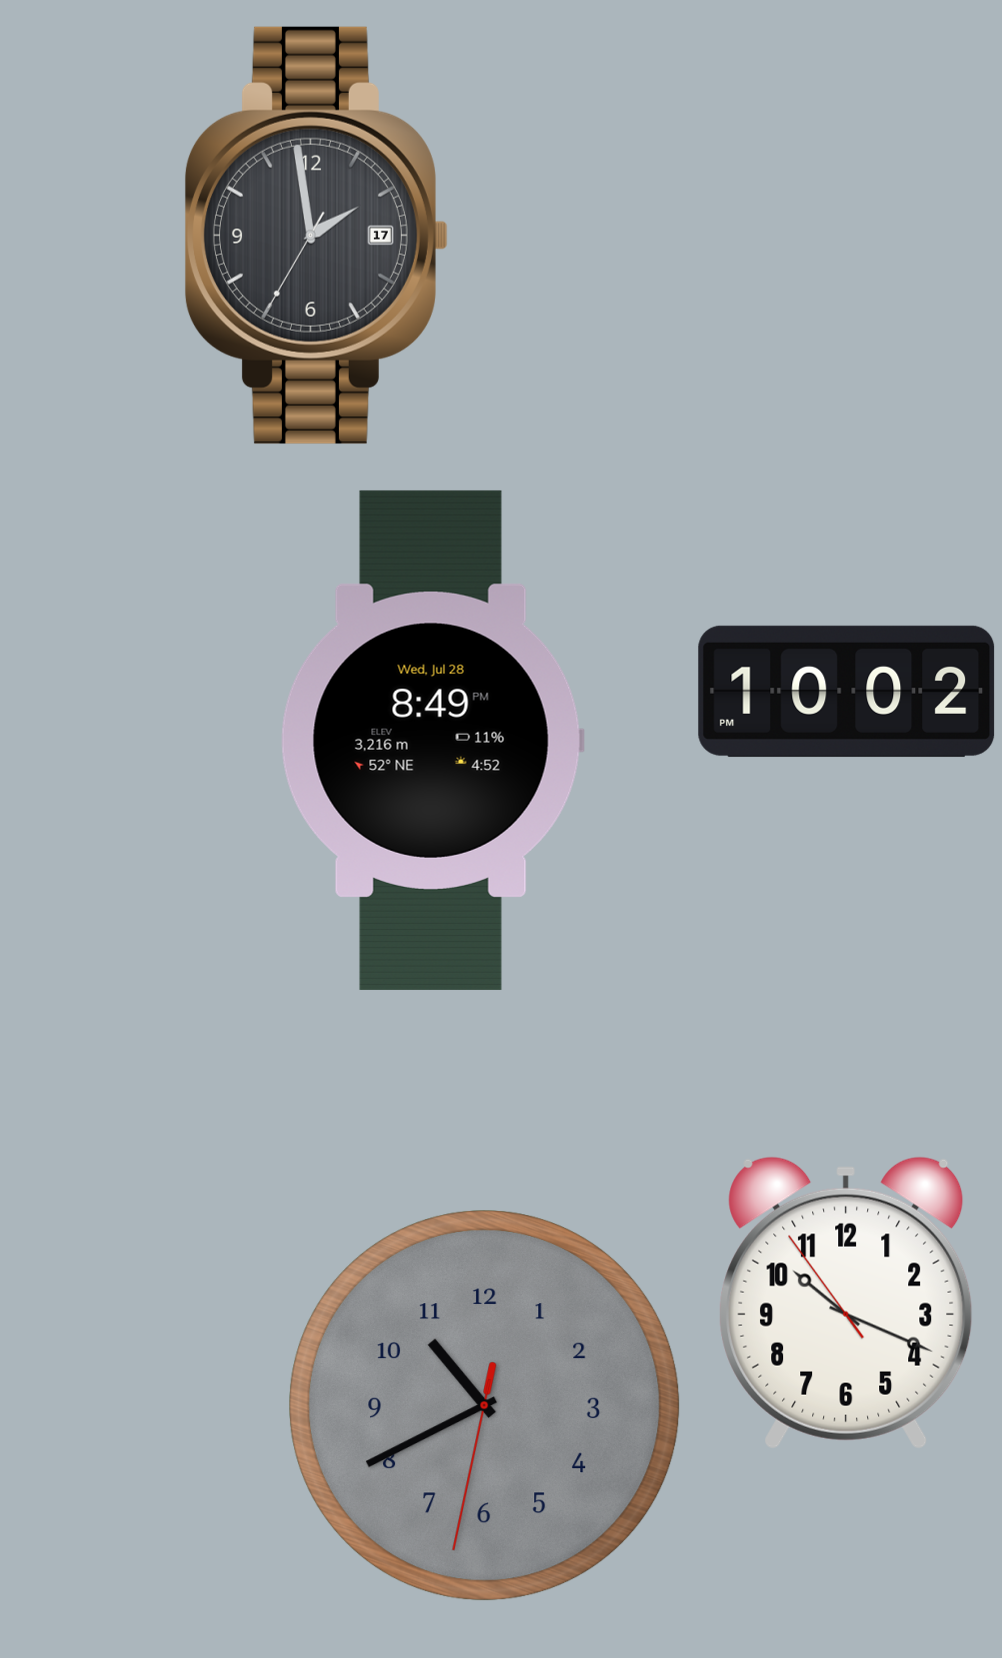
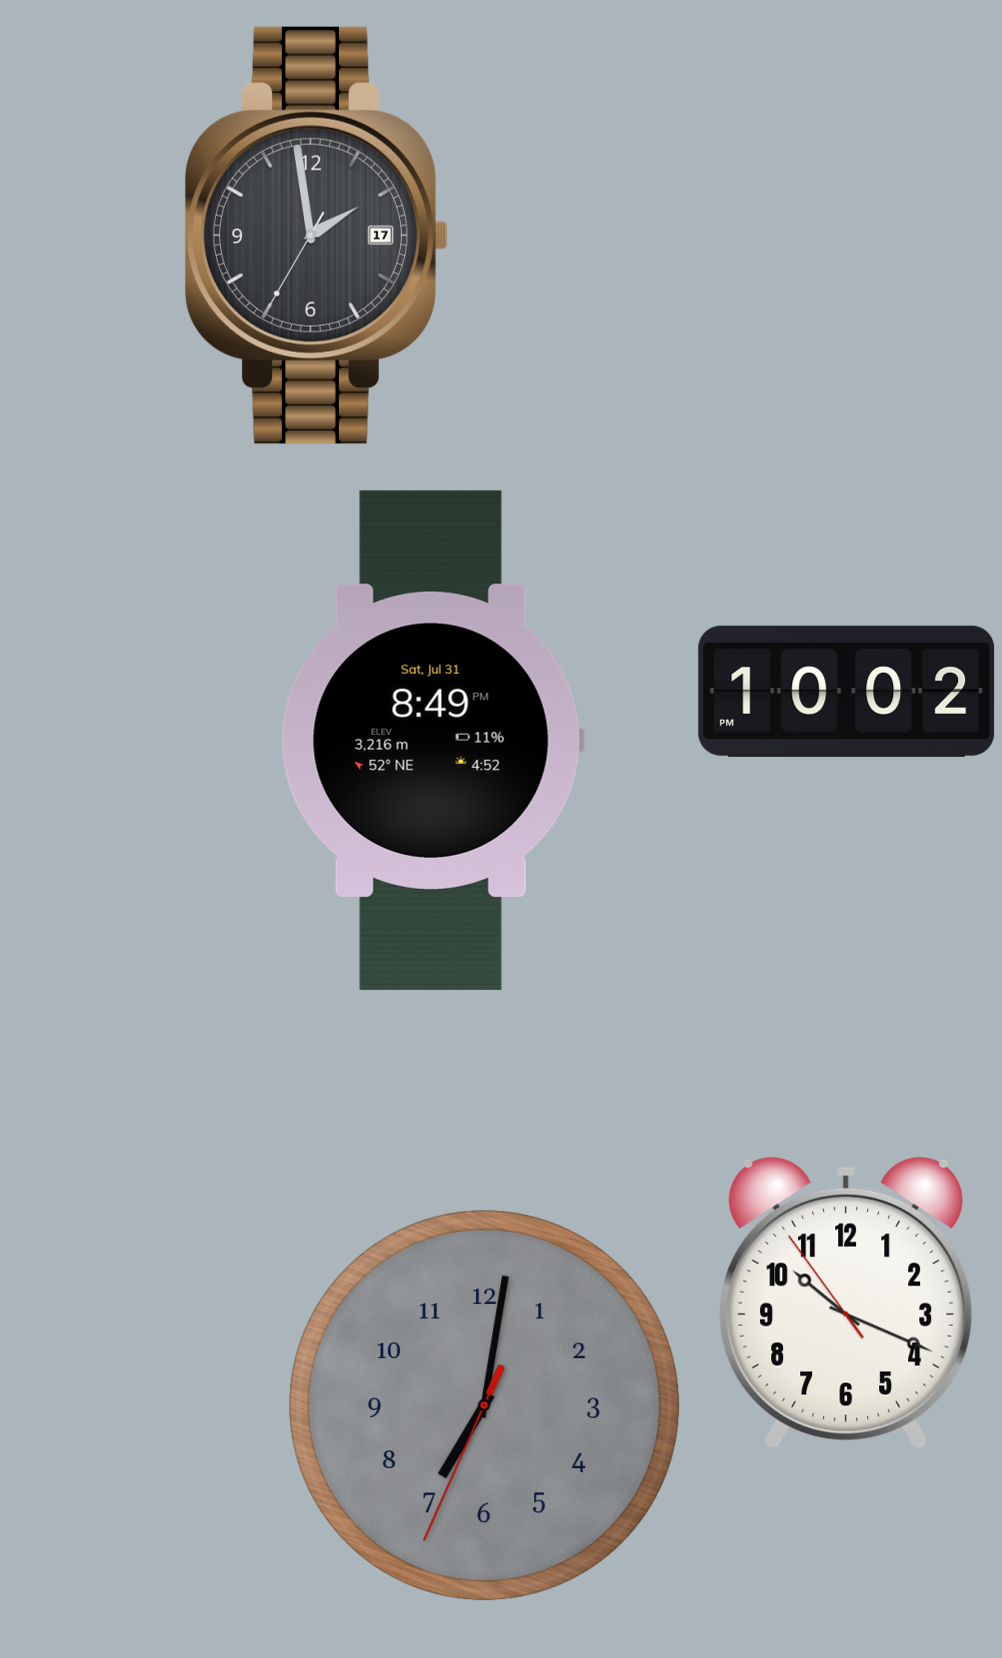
clock at (432, 740) date: Wed, Jul 28 -> Sat, Jul 31
clock at (485, 1406): 10:40 -> 7:01
